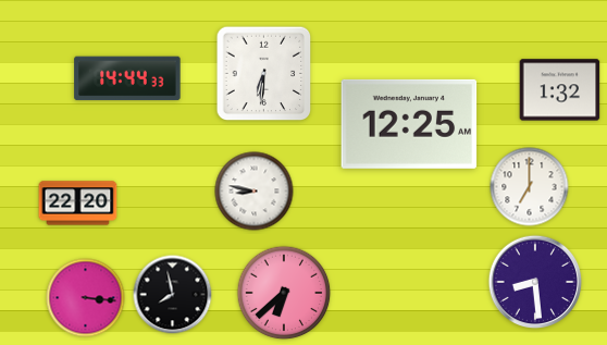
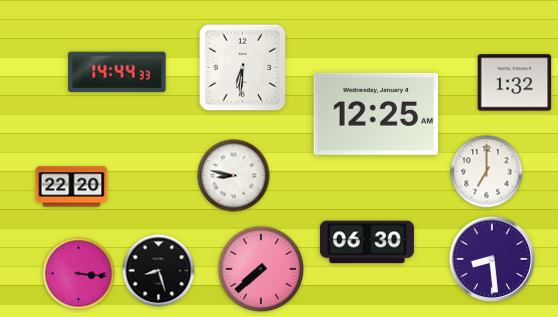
clock at (367, 242): none -> 06:30
clock at (284, 293): 6:38 -> 7:38
clock at (173, 295): 7:58 -> 8:27
